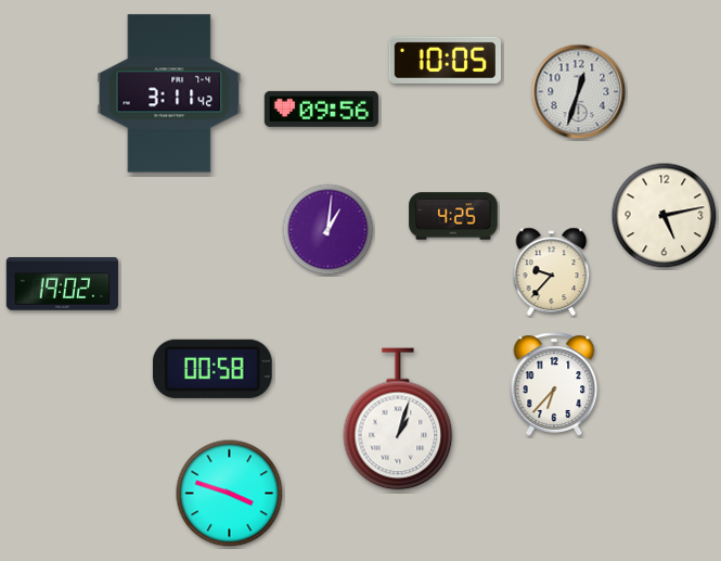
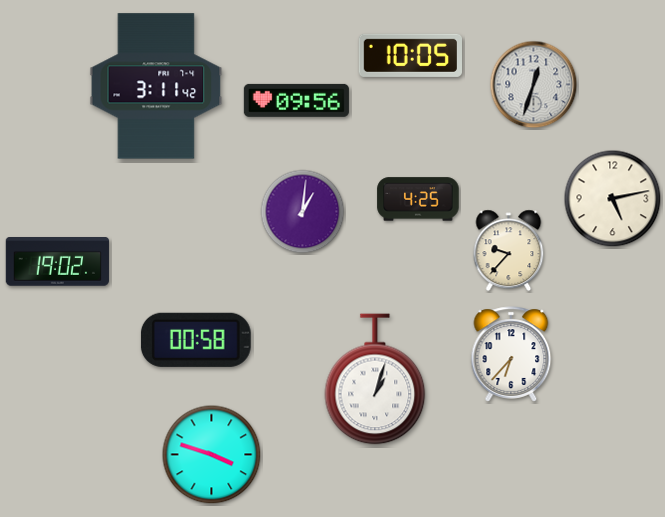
clock at (398, 419) position: (398, 419) -> (375, 379)
